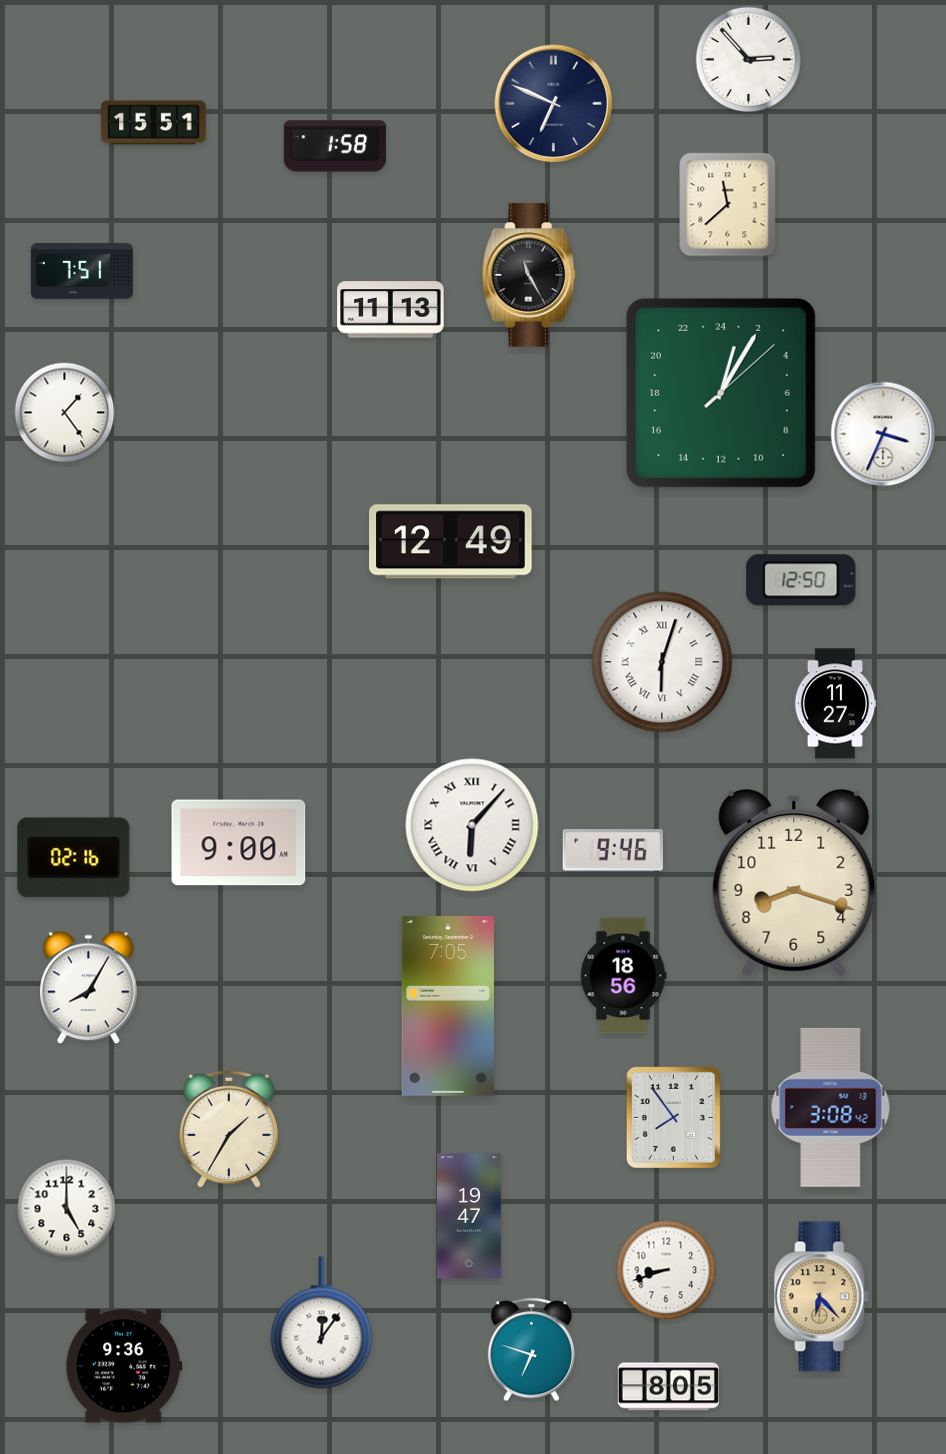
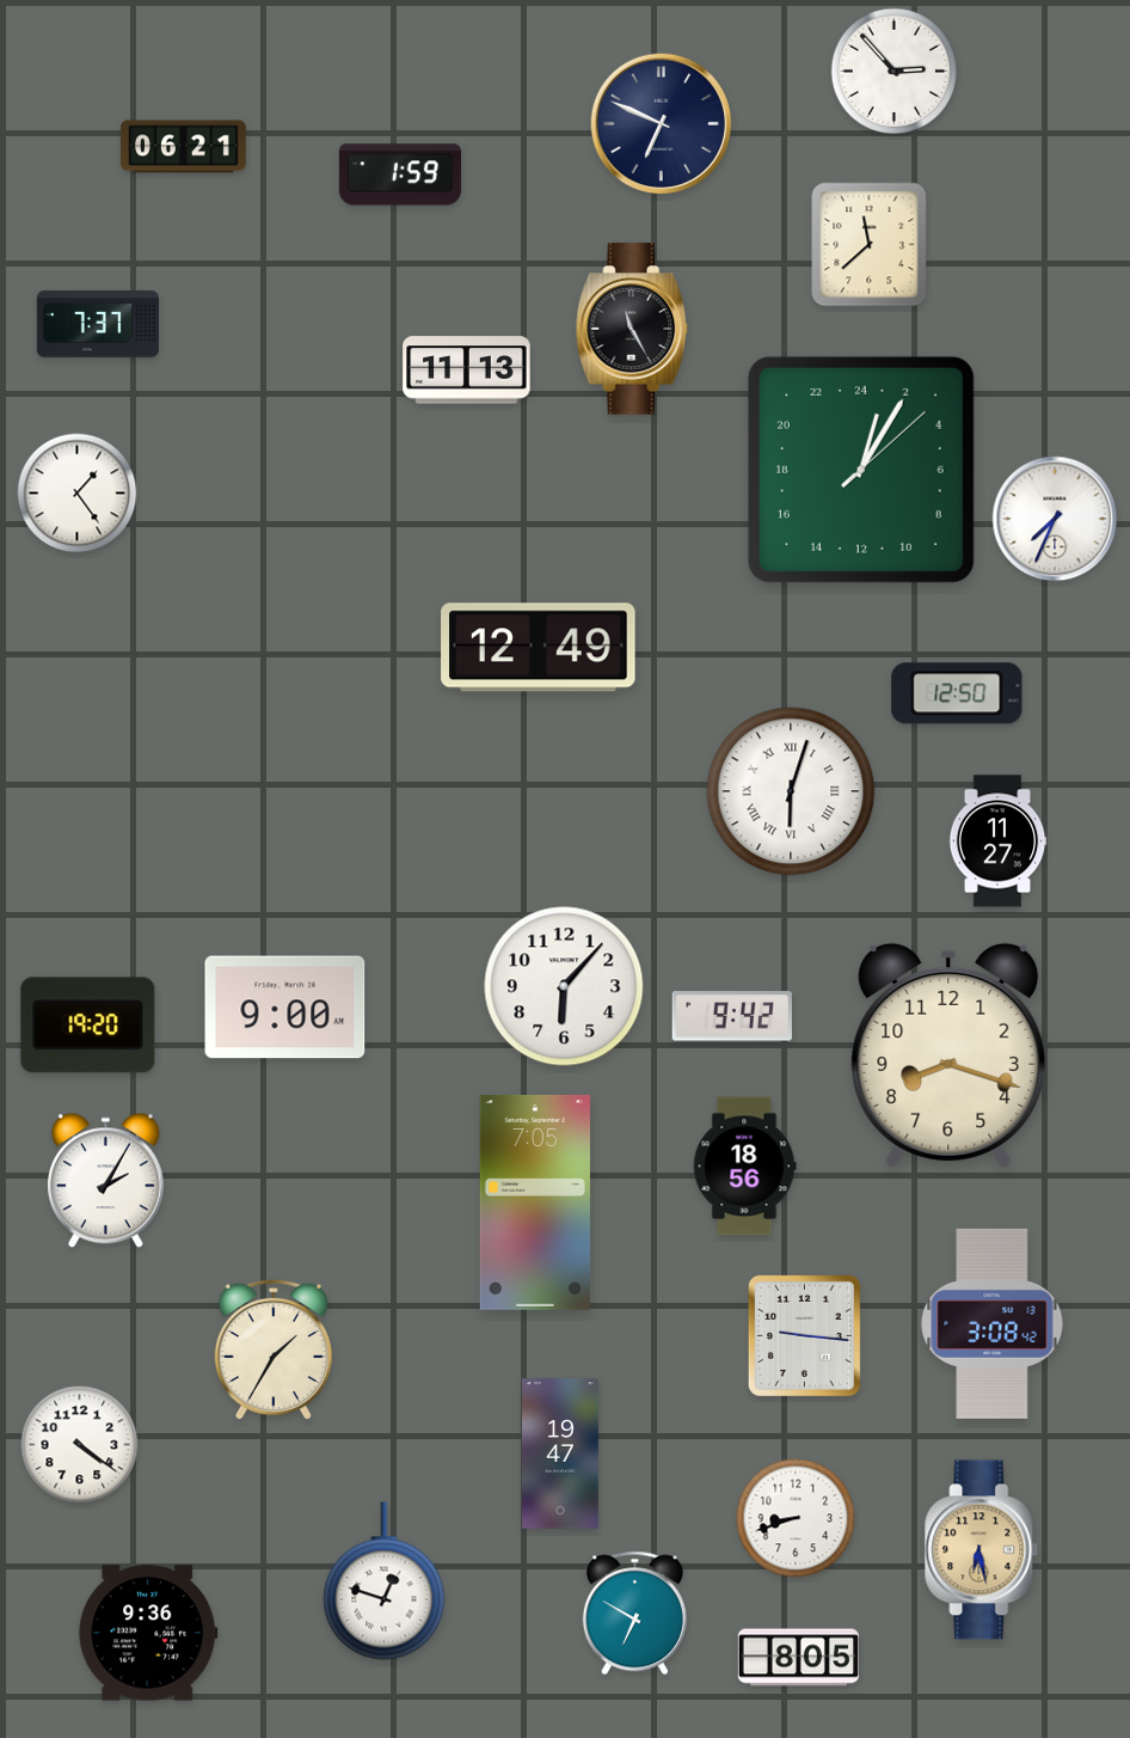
clock at (154, 123): 15:51 -> 06:21
clock at (335, 146): 1:58 -> 1:59
clock at (82, 272): 7:51 -> 7:37
clock at (883, 434): 3:34 -> 7:34
clock at (472, 825) numerals: Roman -> Arabic
clock at (613, 850): 9:46 -> 9:42
clock at (74, 858): 02:16 -> 19:20
clock at (88, 988): 8:05 -> 2:05
clock at (673, 1117): 7:54 -> 9:16
clock at (67, 1209): 5:00 -> 4:21
clock at (822, 1297): 6:23 -> 6:28
clock at (322, 1323): 12:06 -> 12:48
clock at (531, 1350): 6:48 -> 6:50
